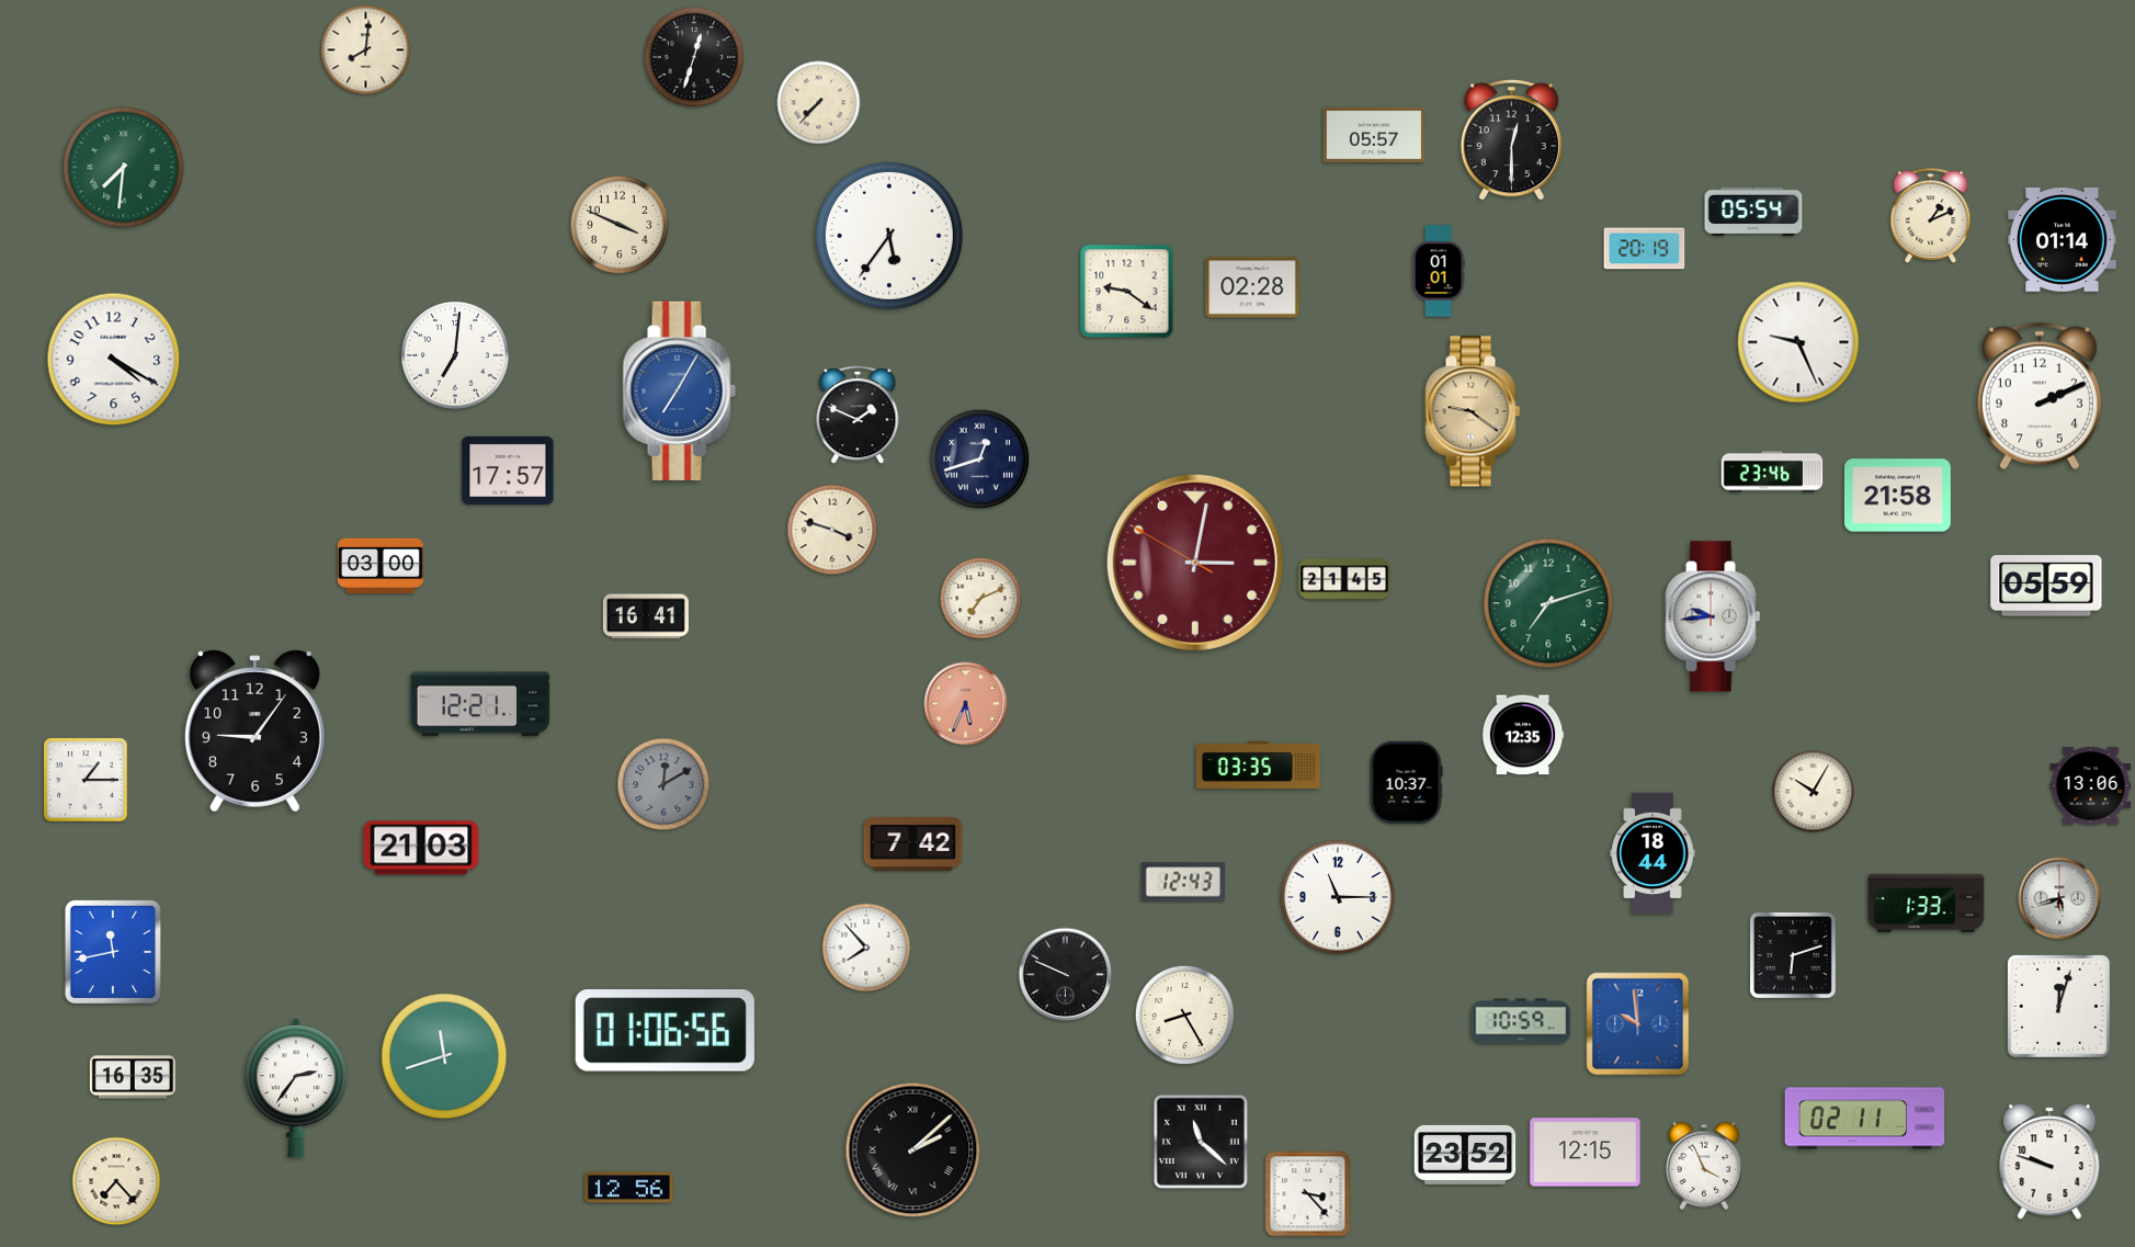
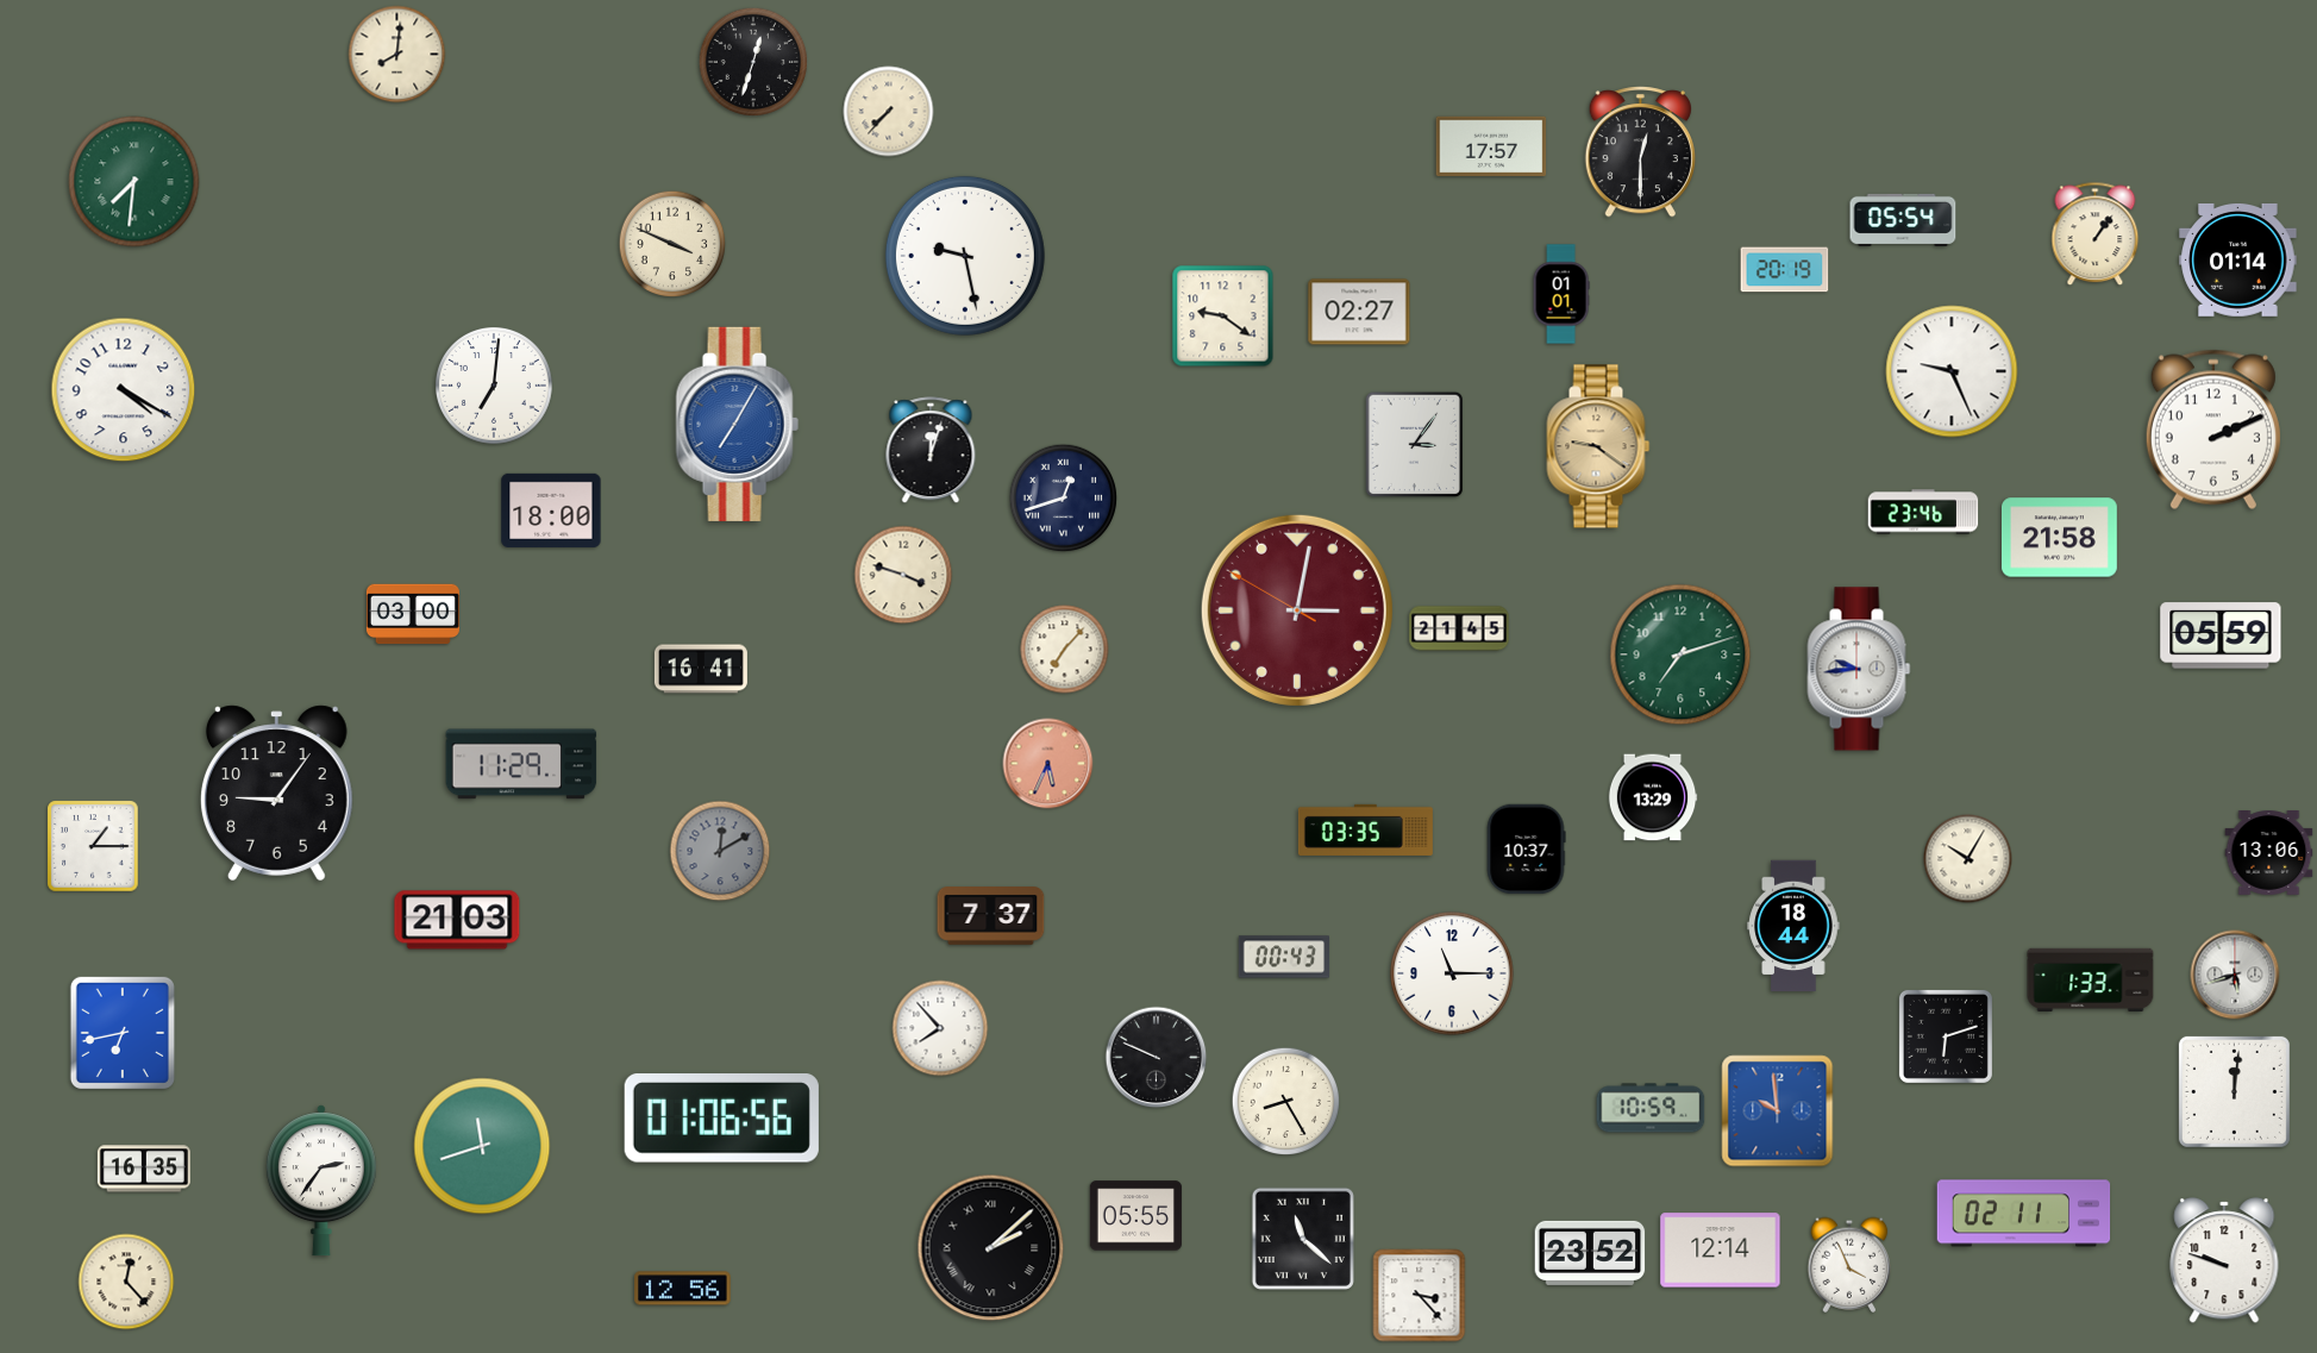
clock at (1374, 134): 05:57 -> 17:57
clock at (1753, 212) position: (1753, 212) -> (1903, 220)
clock at (1931, 216): 1:11 -> 1:06
clock at (889, 236): 5:36 -> 9:28
clock at (1252, 287): 02:28 -> 02:27
clock at (1415, 445): none -> 3:06
clock at (858, 416): 1:49 -> 12:03
clock at (508, 471): 17:57 -> 18:00
clock at (981, 599): 7:11 -> 7:07
clock at (480, 704): 12:21 -> 11:29
clock at (1523, 735): 12:35 -> 13:29
clock at (913, 844): 7:42 -> 7:37
clock at (1183, 882): 12:43 -> 00:43
clock at (113, 952): 11:43 -> 6:43
clock at (2058, 1006): 12:03 -> 12:01
clock at (1135, 1216): none -> 05:55
clock at (1586, 1153): 12:15 -> 12:14
clock at (116, 1181): 7:23 -> 12:23
